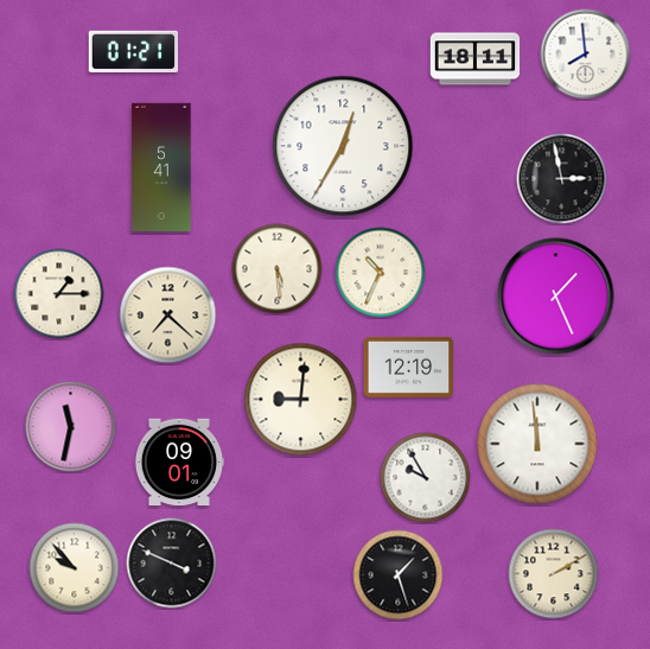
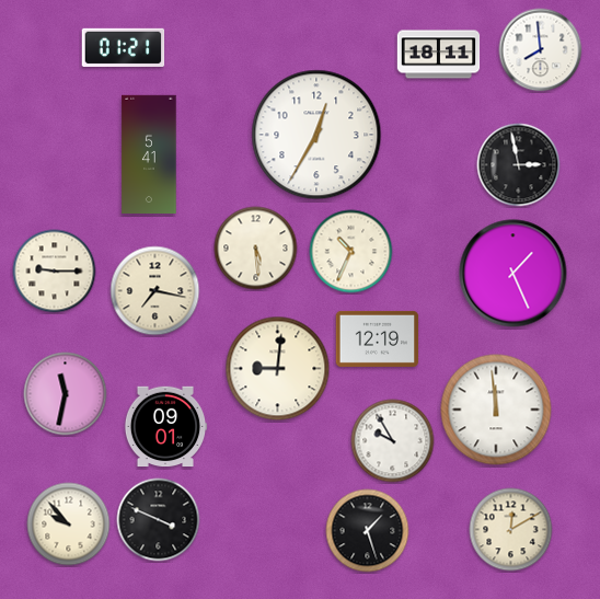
clock at (59, 294): 1:15 -> 9:15
clock at (168, 316): 7:22 -> 7:17
clock at (554, 574): 2:10 -> 12:10
